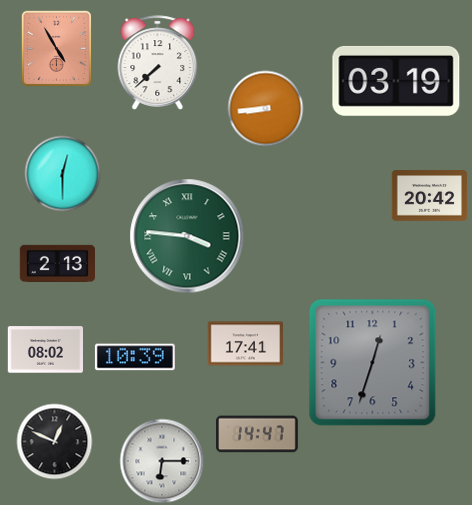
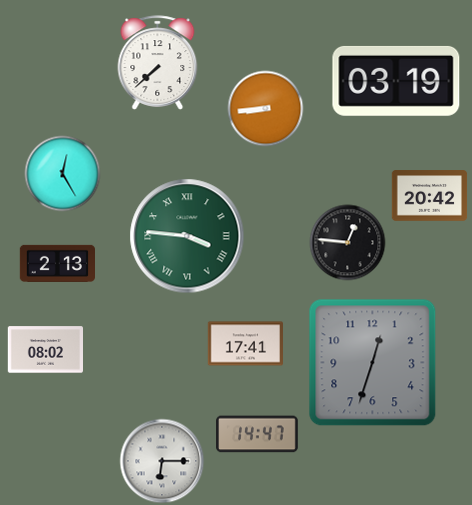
clock at (57, 49): 4:55 -> none
clock at (63, 174): 12:30 -> 12:25
clock at (348, 243): none -> 12:46
clock at (135, 357): 10:39 -> none
clock at (55, 442): 12:49 -> none
